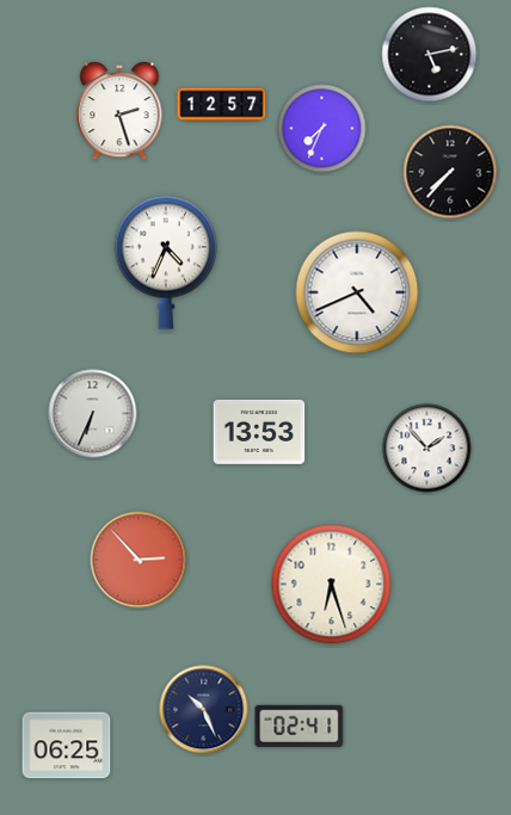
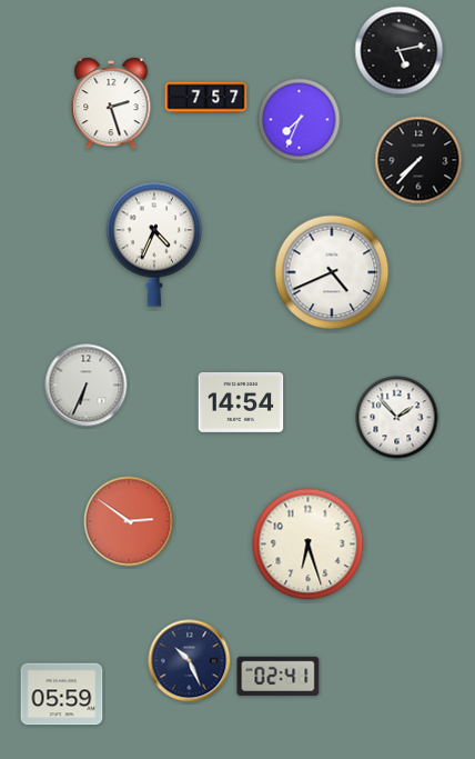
clock at (222, 105): 12:57 -> 7:57
clock at (259, 432): 13:53 -> 14:54
clock at (138, 560): 2:53 -> 2:51
clock at (67, 746): 06:25 -> 05:59
